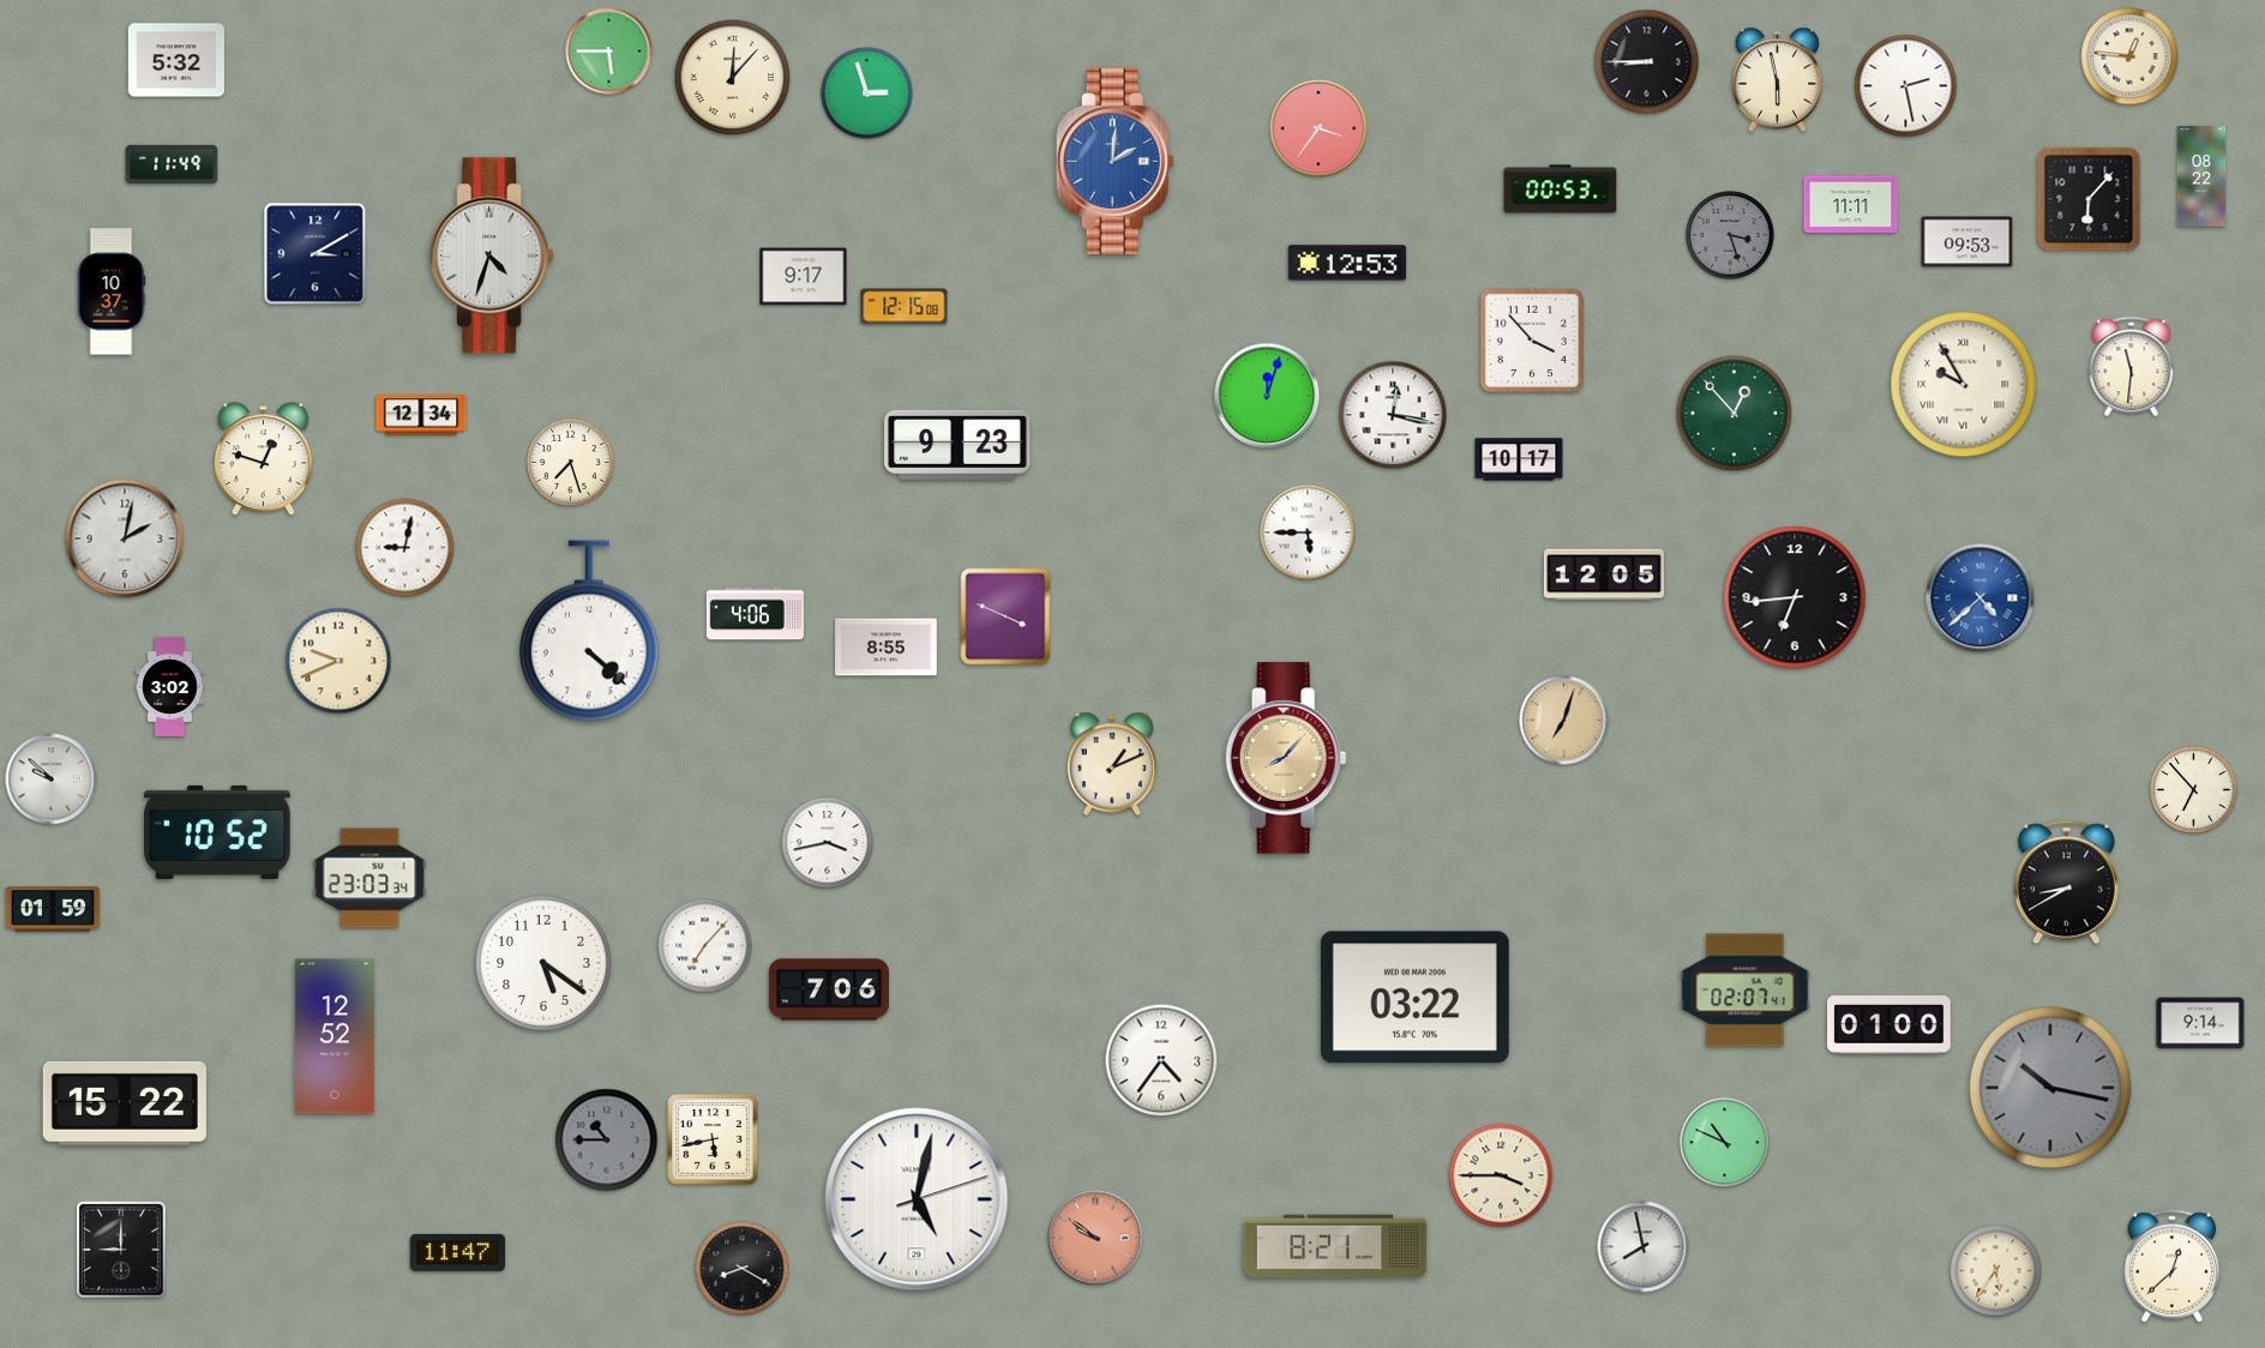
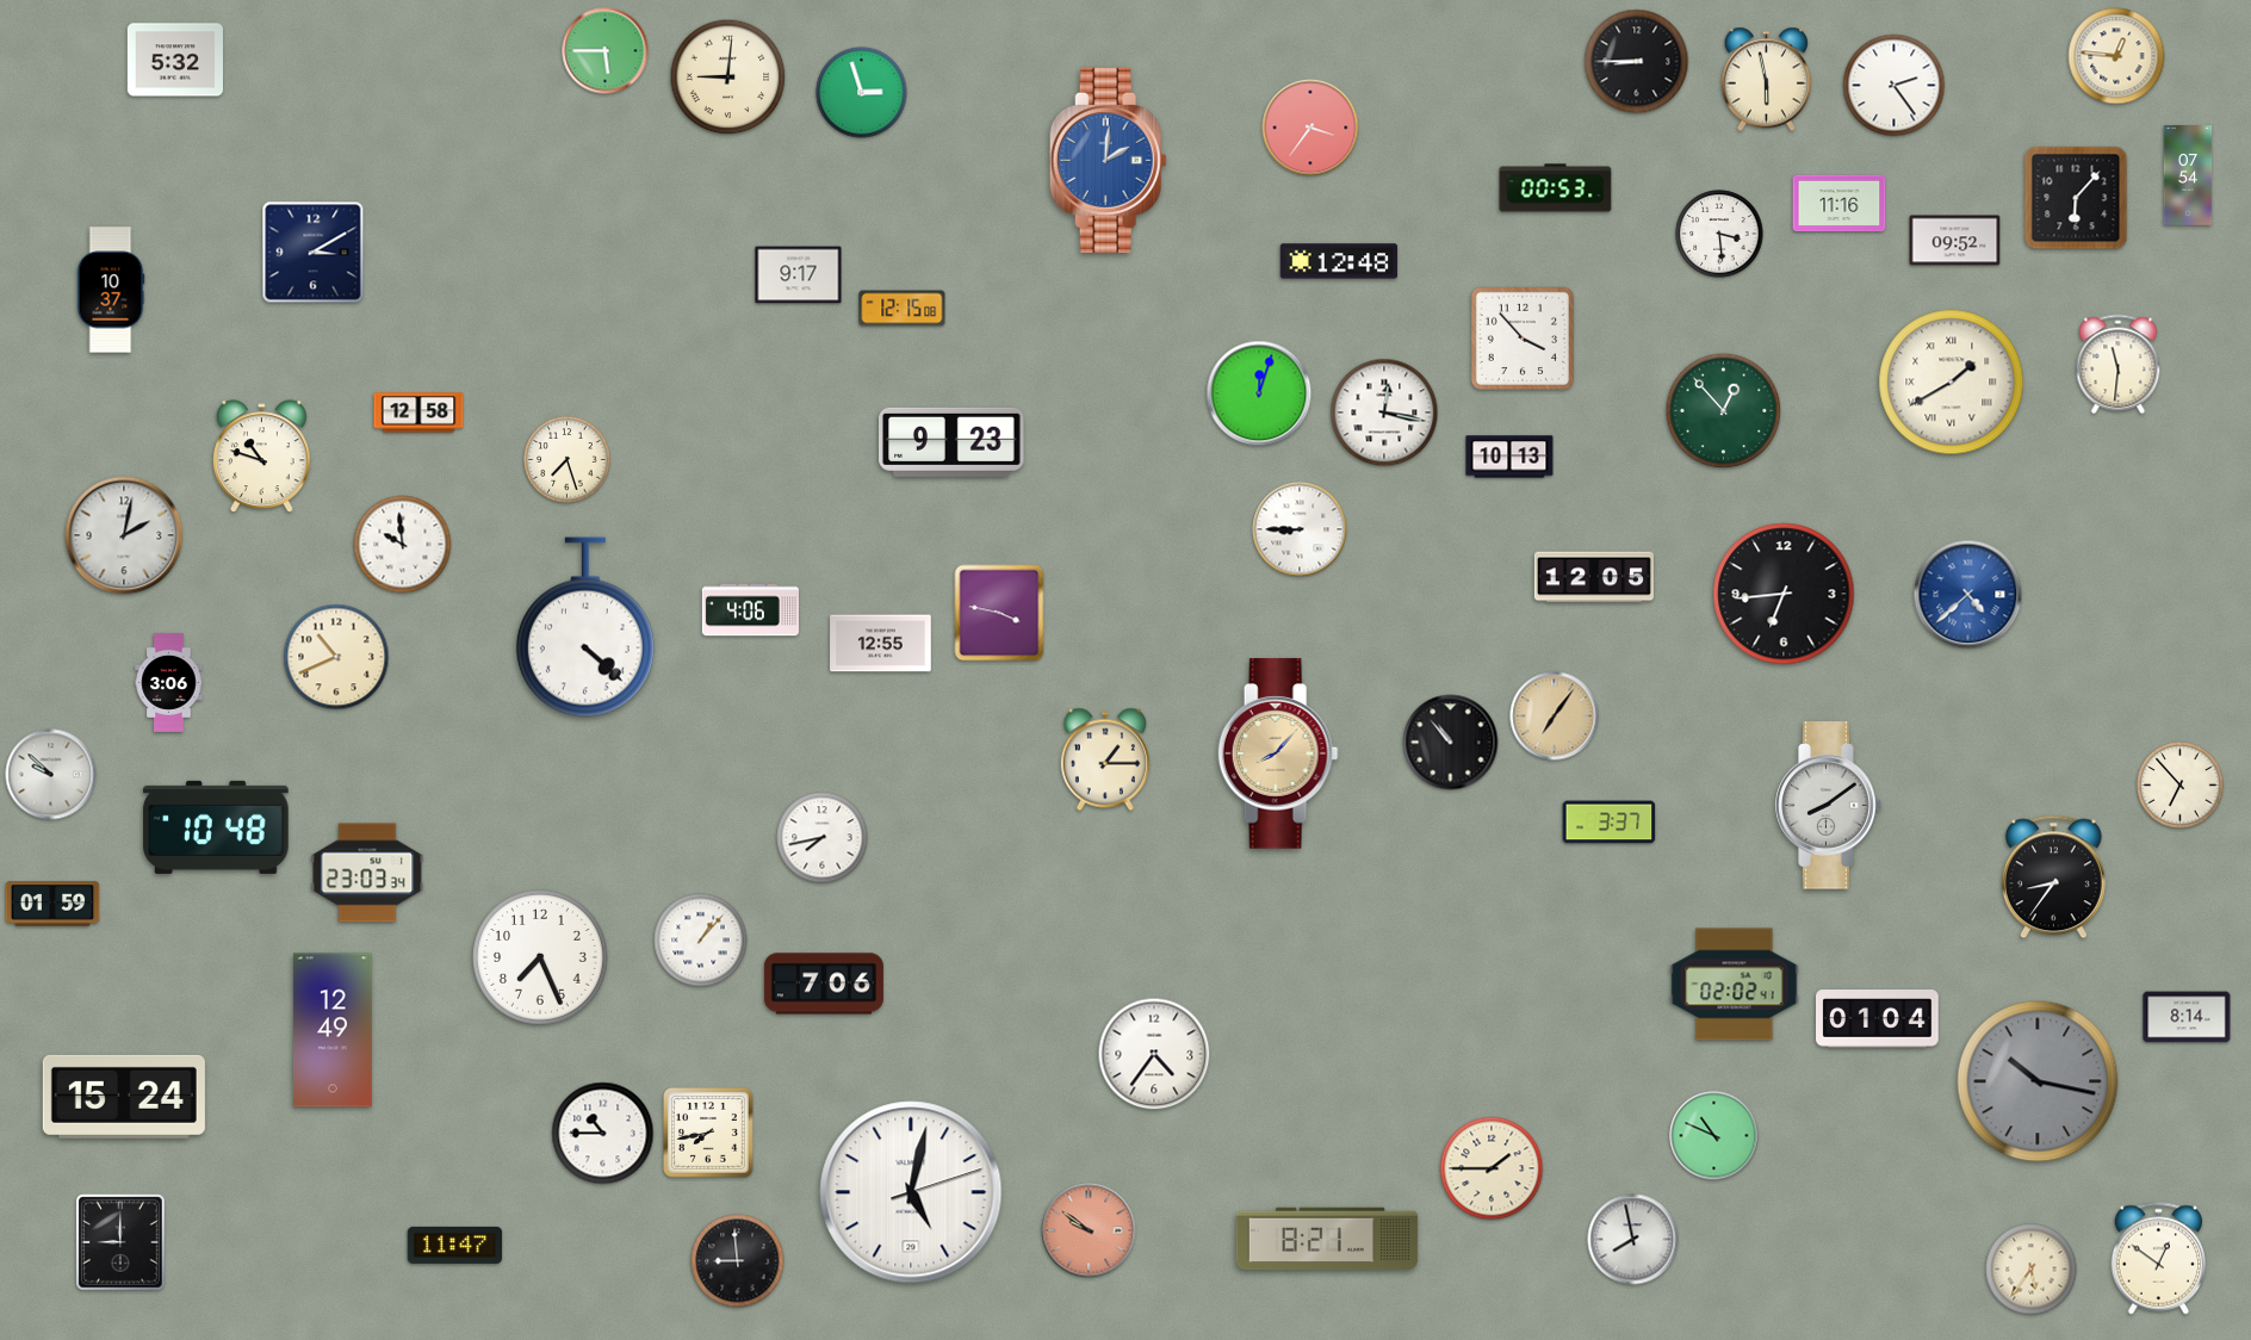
clock at (733, 78): 12:07 -> 9:01
clock at (1906, 86): 2:28 -> 2:24
clock at (172, 163): 11:49 -> none
clock at (2201, 176): 08:22 -> 07:54
clock at (1561, 189) position: (1561, 189) -> (1556, 188)
clock at (1851, 205): 11:11 -> 11:16
clock at (1730, 235): 3:27 -> 3:29
clock at (1730, 235) dial: grey -> white
clock at (1967, 242): 09:53 -> 09:52
clock at (492, 255): 4:33 -> none
clock at (1347, 263): 12:53 -> 12:48
clock at (905, 307) position: (905, 307) -> (903, 309)
clock at (1964, 385): 9:55 -> 1:40
clock at (421, 415): 12:34 -> 12:58
clock at (263, 459): 12:48 -> 10:48
clock at (1519, 459): 10:17 -> 10:13
clock at (1308, 532): 5:45 -> 8:45
clock at (405, 548): 9:02 -> 9:59
clock at (1604, 574) position: (1604, 574) -> (1594, 577)
clock at (1005, 616): 3:49 -> 3:47
clock at (887, 648): 8:55 -> 12:55
clock at (338, 661): 9:41 -> 10:41
clock at (170, 686): 3:02 -> 3:06
clock at (1564, 721): 7:03 -> 7:06
clock at (1451, 743): none -> 10:53
clock at (1112, 764): 1:11 -> 1:15
clock at (1829, 806): none -> 8:09
clock at (1610, 823): none -> 3:37
clock at (217, 832): 10:52 -> 10:48
clock at (828, 843): 3:43 -> 7:43
clock at (2066, 883): 8:40 -> 8:36
clock at (705, 946): 7:07 -> 1:07
clock at (543, 963): 5:21 -> 7:26
clock at (1746, 991): 02:07 -> 02:02
clock at (1414, 998): 03:22 -> none
clock at (2200, 1023): 9:14 -> 8:14
clock at (1889, 1025): 01:00 -> 01:04
clock at (335, 1036): 12:52 -> 12:49
clock at (125, 1103): 15:22 -> 15:24
clock at (607, 1141) dial: grey -> white
clock at (714, 1141): 5:43 -> 7:43
clock at (1501, 1175): 3:45 -> 1:45
clock at (2173, 1266): 12:38 -> 12:51
clock at (743, 1269): 8:20 -> 8:59
clock at (1996, 1271) position: (1996, 1271) -> (2032, 1270)
